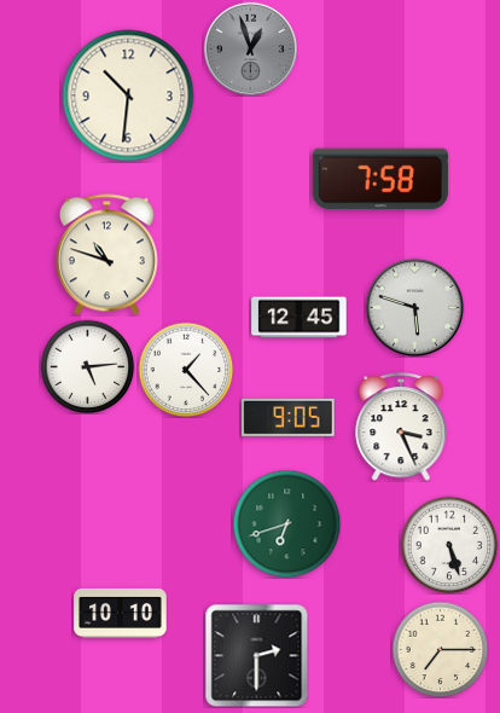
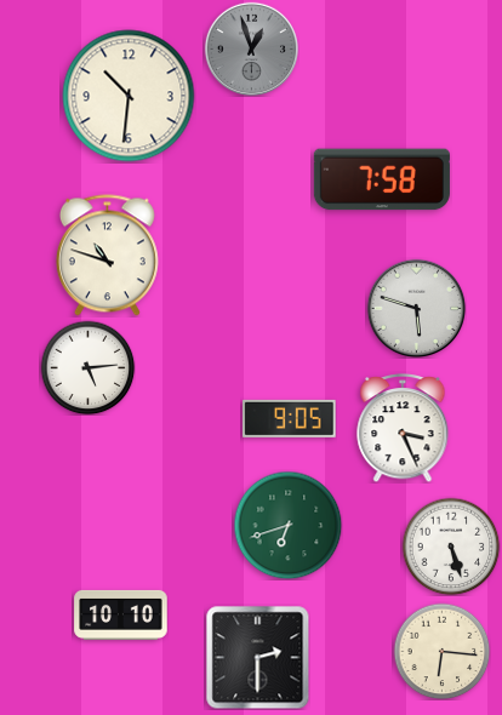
clock at (300, 318): 12:45 -> none
clock at (186, 370): 1:23 -> none
clock at (440, 649): 7:15 -> 6:16
